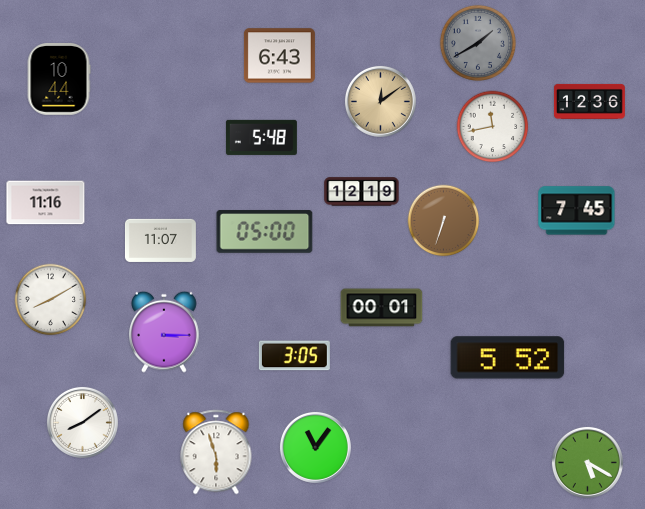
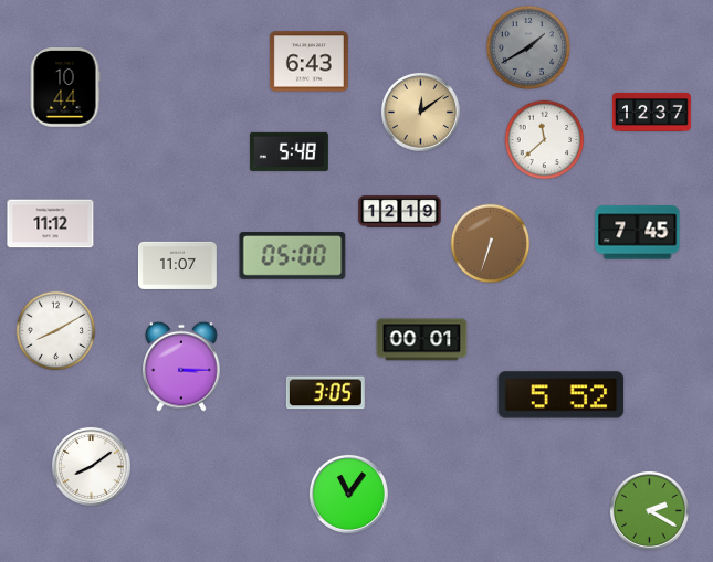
clock at (589, 101): 12:36 -> 12:37
clock at (493, 127): 11:43 -> 11:38
clock at (46, 203): 11:16 -> 11:12
clock at (216, 452): 5:57 -> none
clock at (587, 462): 5:20 -> 2:20
